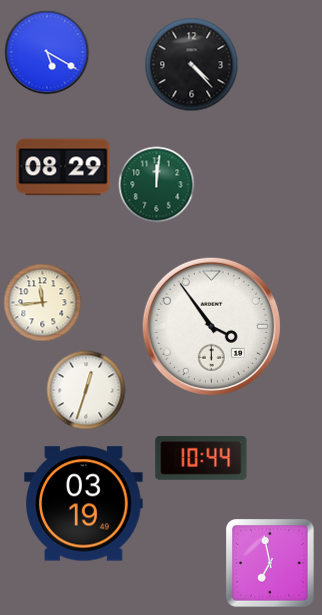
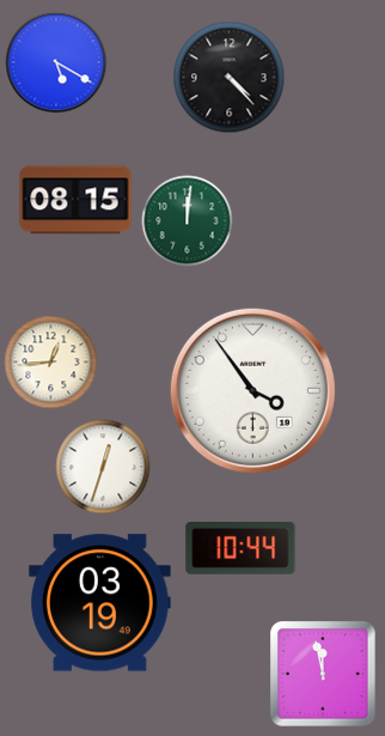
clock at (63, 167): 08:29 -> 08:15
clock at (43, 303): 11:44 -> 12:44
clock at (270, 563): 6:58 -> 11:58
